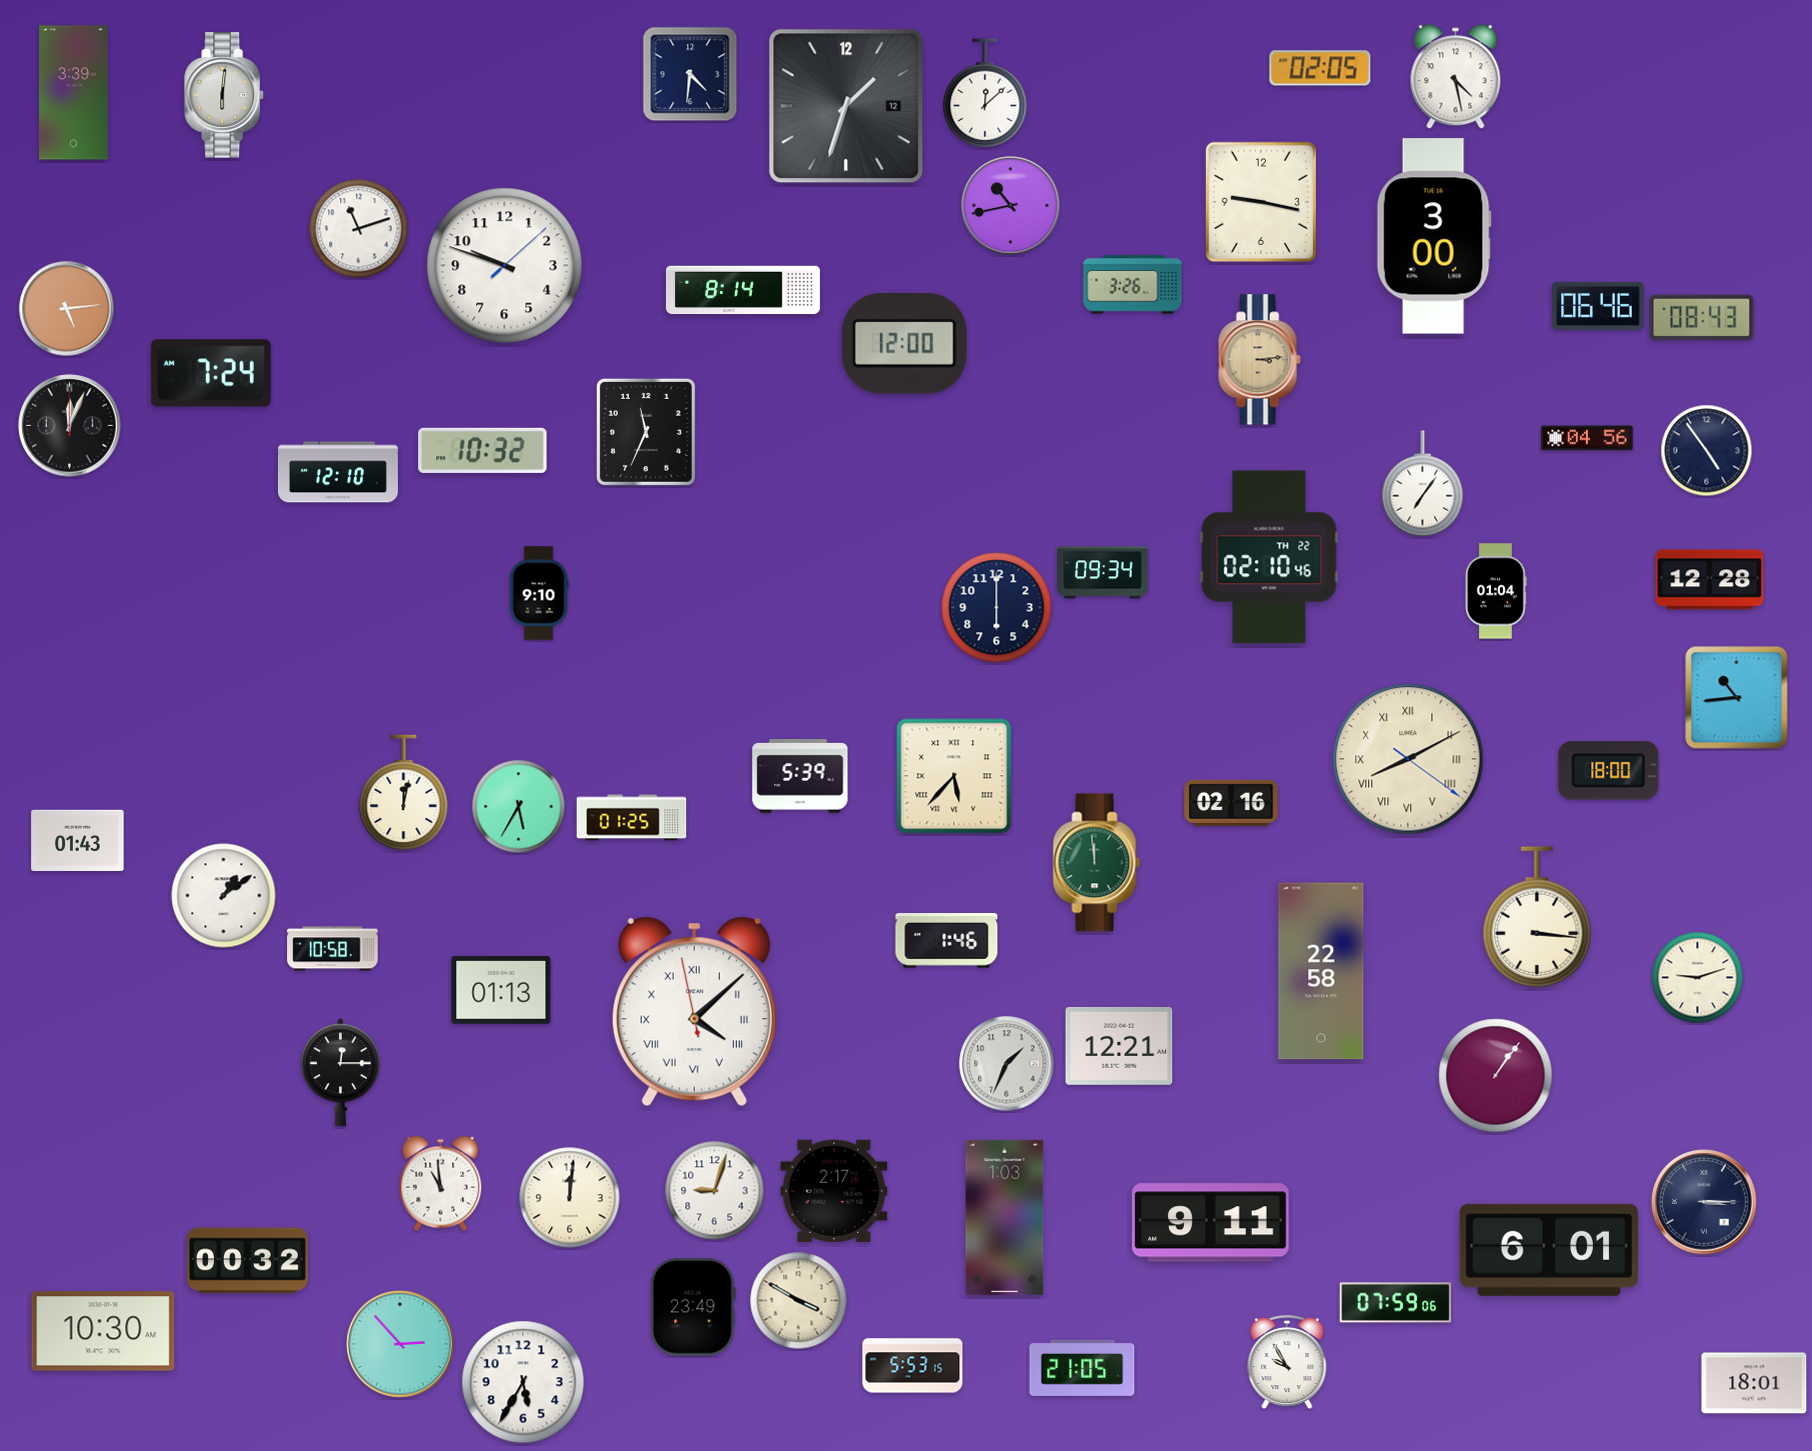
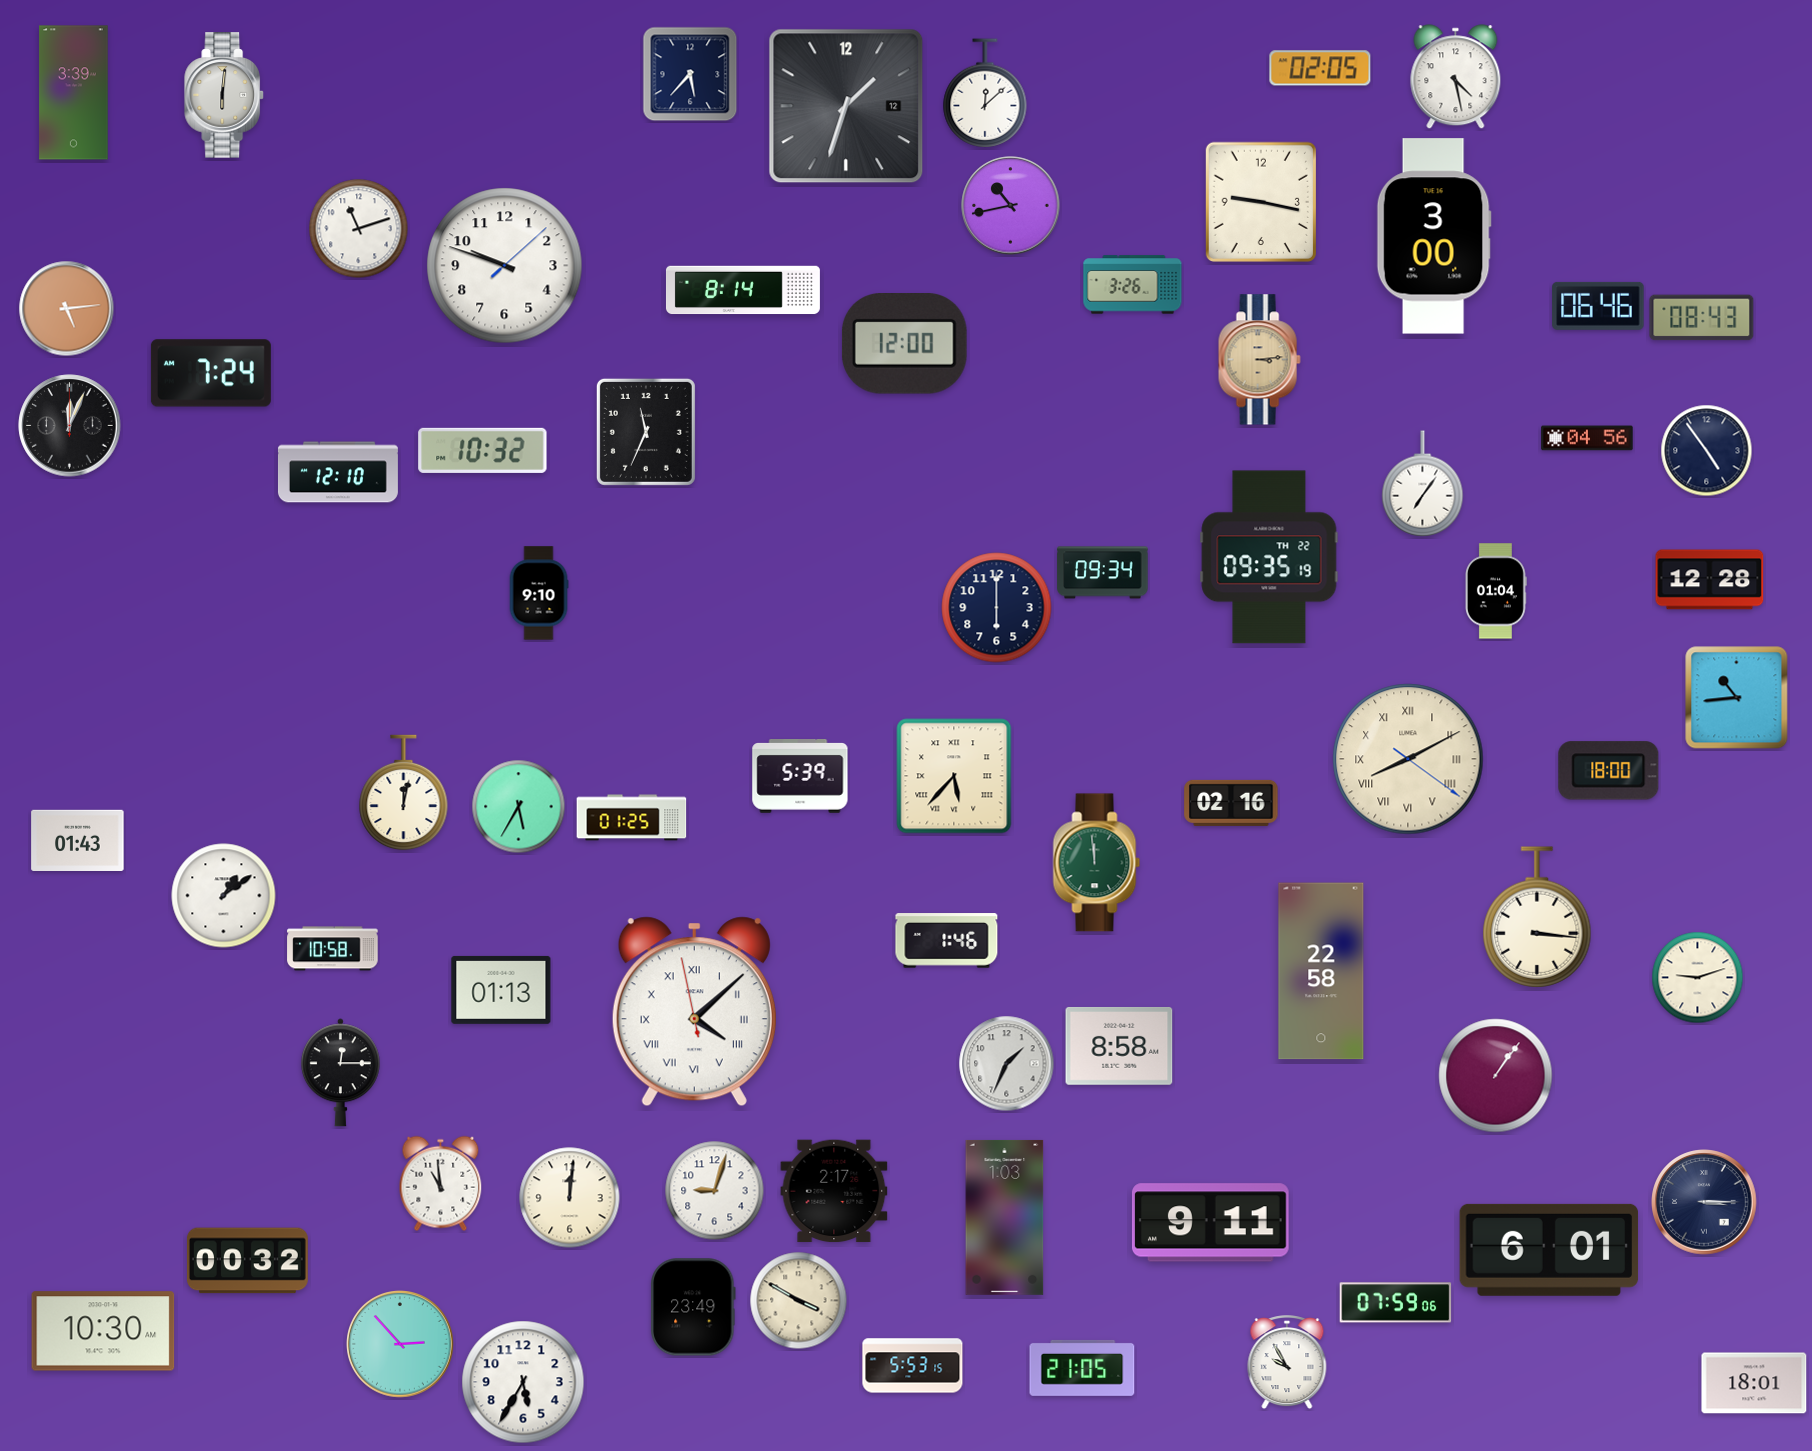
clock at (690, 74): 4:31 -> 5:37
clock at (1269, 557): 02:10 -> 09:35
clock at (1119, 1046): 12:21 -> 8:58
